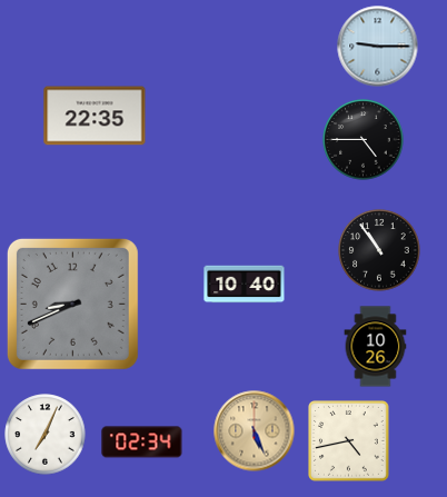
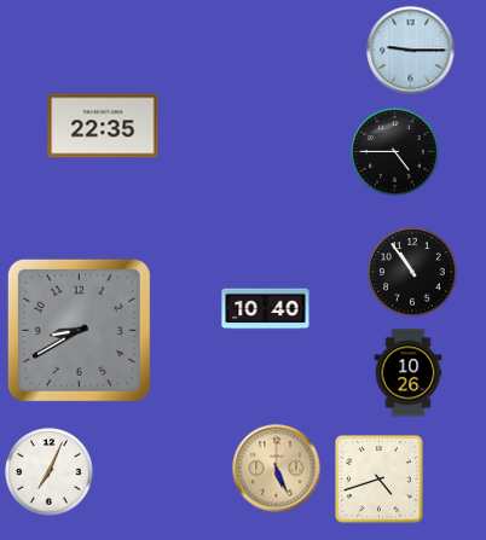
clock at (72, 304): 8:41 -> 8:40
clock at (376, 347) position: (376, 347) -> (409, 373)
clock at (349, 441): 4:43 -> 4:42
clock at (142, 443): 02:34 -> none
